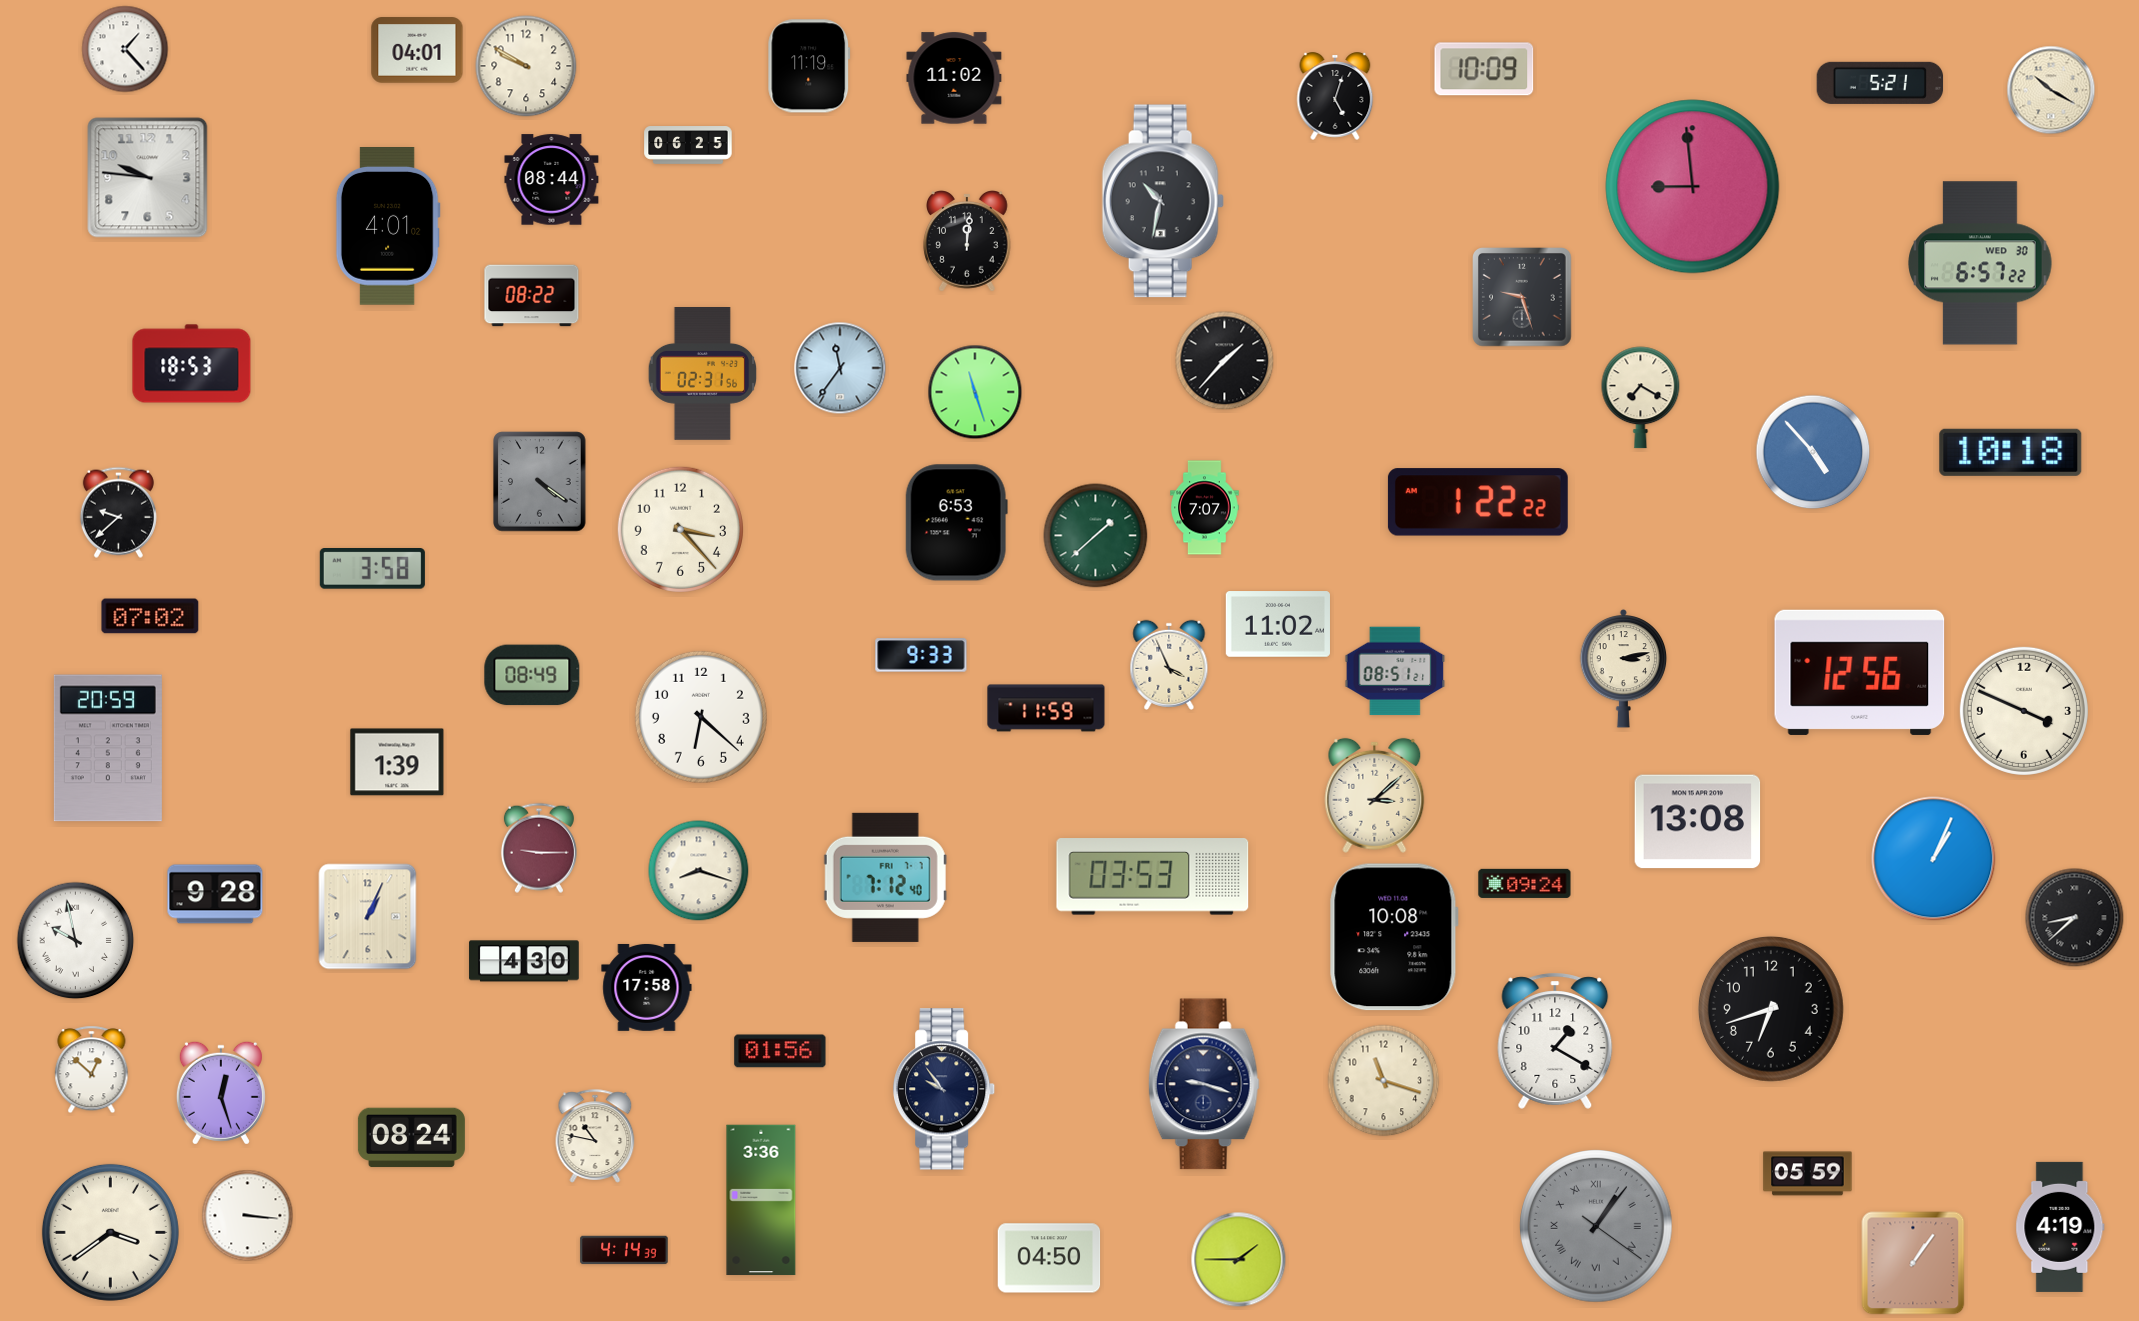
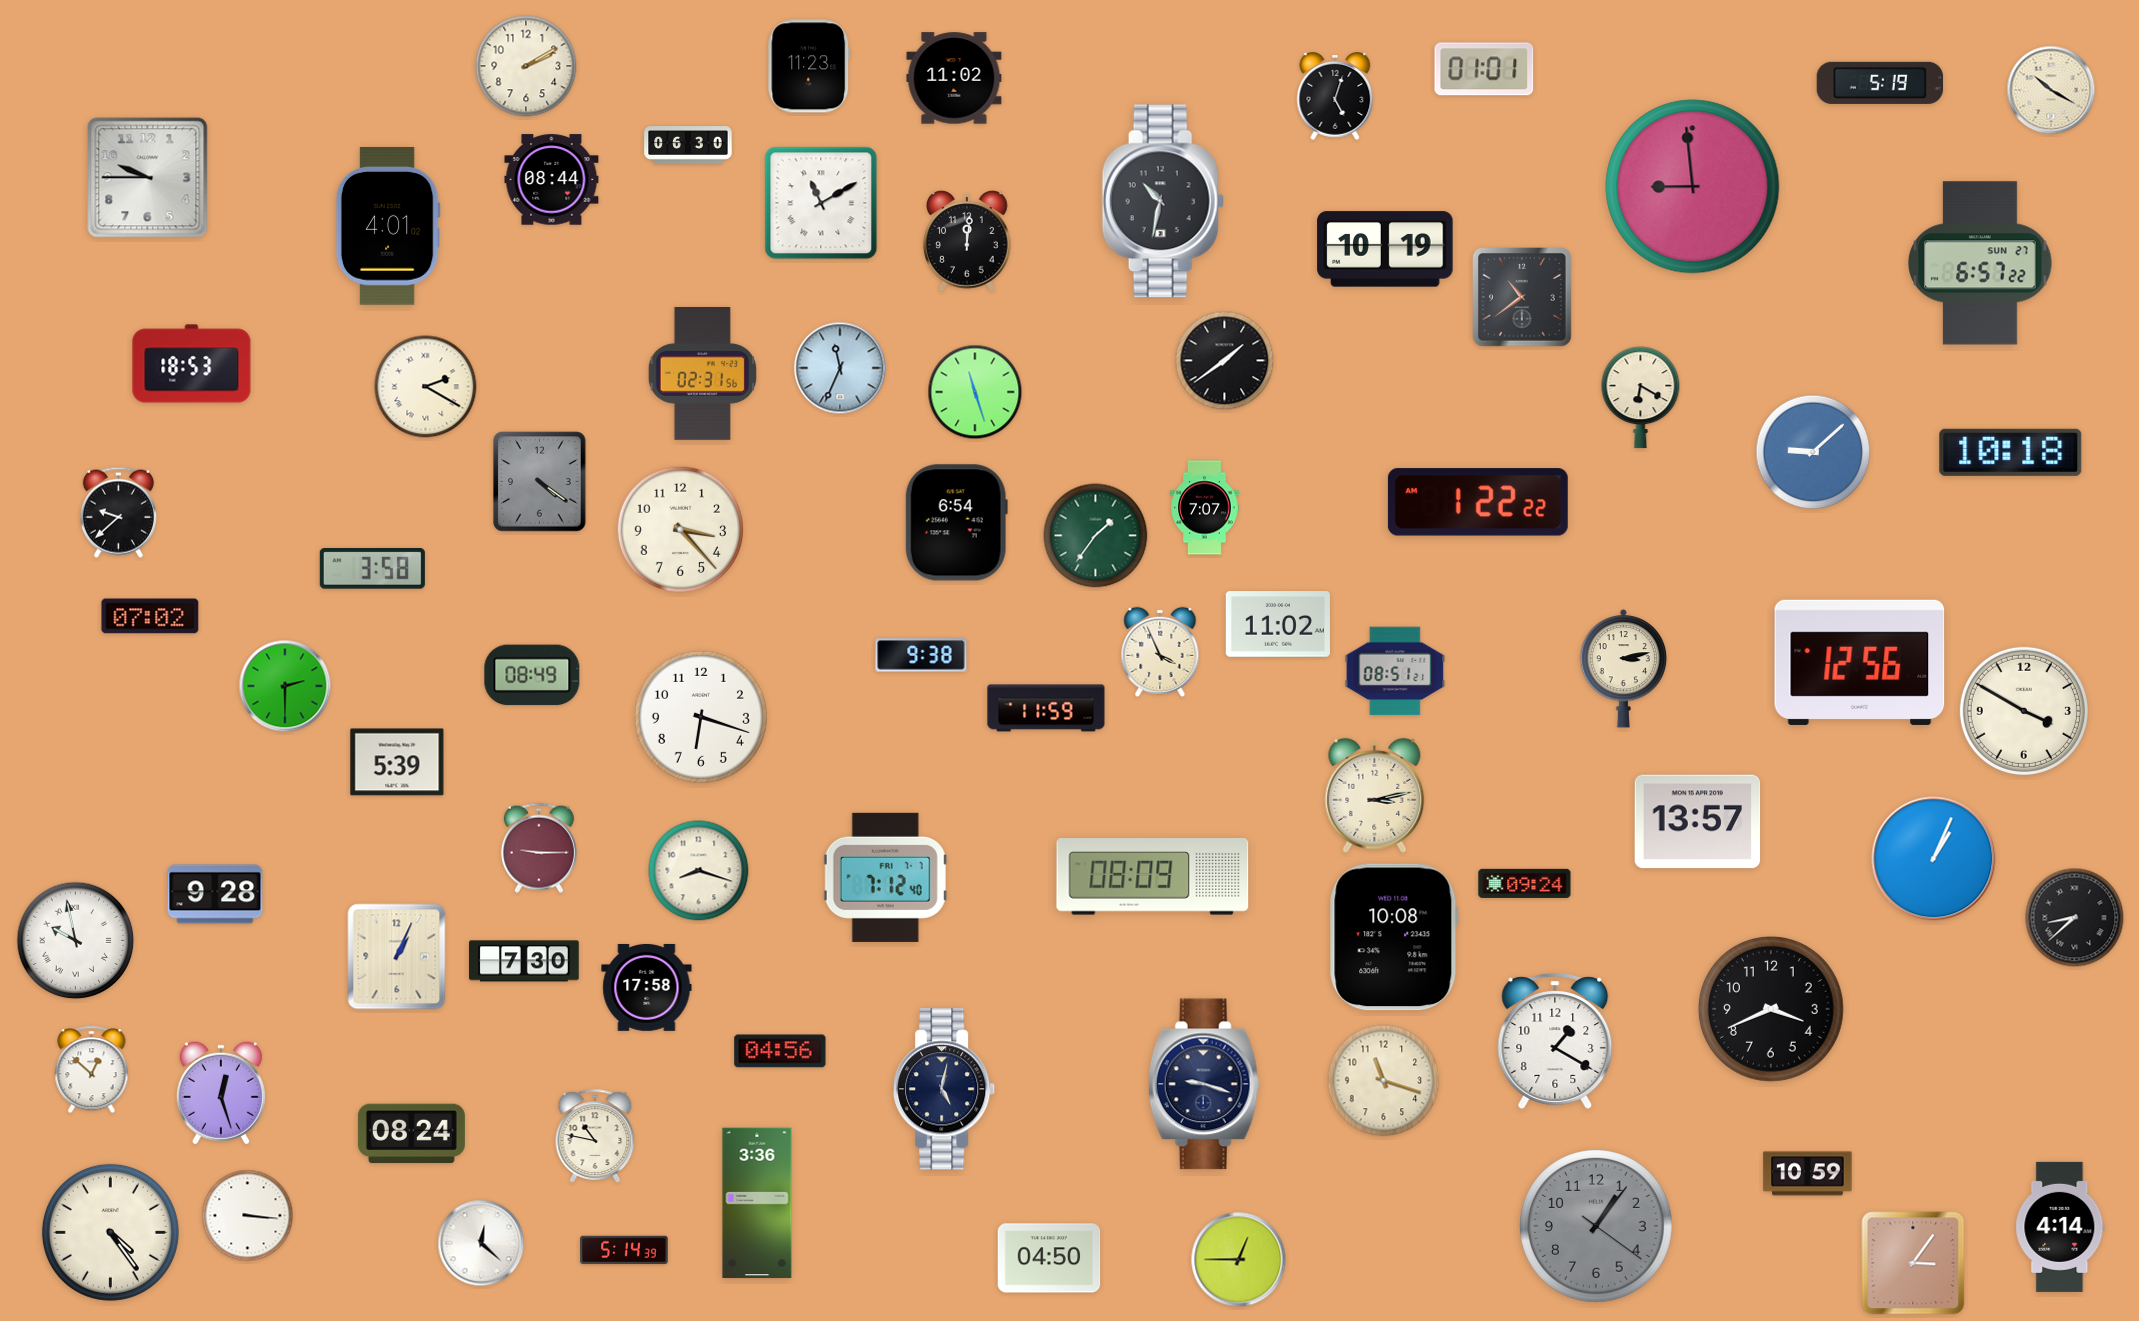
clock at (125, 49): 1:23 -> none
clock at (417, 50): 04:01 -> none
clock at (526, 66): 9:50 -> 2:10
clock at (809, 66): 11:19 -> 11:23
clock at (1484, 69): 10:09 -> 01:01
clock at (1880, 83): 5:21 -> 5:19
clock at (688, 146): 06:25 -> 06:30
clock at (148, 178): 9:46 -> 9:45
clock at (821, 203): none -> 11:10
clock at (1385, 249): none -> 10:19
clock at (1980, 263) date: WED 30 -> SUN 27
clock at (532, 296): 08:22 -> none
clock at (1523, 298): 9:27 -> 10:39
clock at (1225, 361): 1:37 -> 1:39
clock at (840, 368): 11:36 -> 11:34
clock at (426, 387): none -> 2:20
clock at (1641, 398): 7:20 -> 6:20
clock at (1813, 452): 4:53 -> 9:08
clock at (956, 523): 6:53 -> 6:54
clock at (1096, 536): 1:38 -> 1:36
clock at (921, 655): 9:33 -> 9:38
clock at (1169, 665) position: (1169, 665) -> (1160, 652)
clock at (1860, 672) position: (1860, 672) -> (1860, 662)
clock at (285, 686): none -> 2:30
clock at (2024, 711): 3:49 -> 3:50
clock at (701, 717): 6:22 -> 6:18
clock at (108, 748): 20:59 -> none
clock at (397, 762): 1:39 -> 5:39
clock at (1375, 795): 3:08 -> 3:13
clock at (1698, 822): 13:08 -> 13:57
clock at (1153, 877): 03:53 -> 08:09
clock at (368, 917) position: (368, 917) -> (397, 957)
clock at (524, 961): 4:30 -> 7:30
clock at (1771, 1009): 6:42 -> 3:41
clock at (780, 1051): 01:56 -> 04:56
clock at (945, 1089): 9:54 -> 5:02
clock at (411, 1138) position: (411, 1138) -> (411, 1134)
clock at (1808, 1174): 05:59 -> 10:59
clock at (761, 1200) position: (761, 1200) -> (757, 1203)
clock at (1596, 1226) numerals: Roman -> Arabic
clock at (2060, 1227): 4:19 -> 4:14
clock at (110, 1232): 3:39 -> 4:24
clock at (481, 1243): none -> 12:22
clock at (624, 1250): 4:14 -> 5:14
clock at (1239, 1260): 1:45 -> 12:45
clock at (1913, 1263): 1:06 -> 3:06
